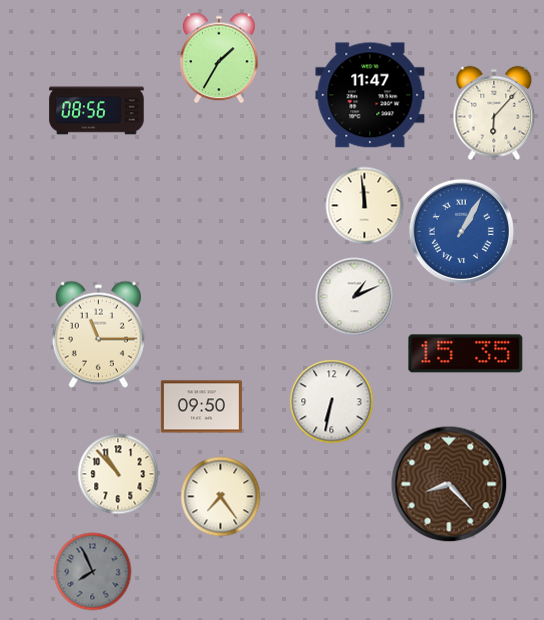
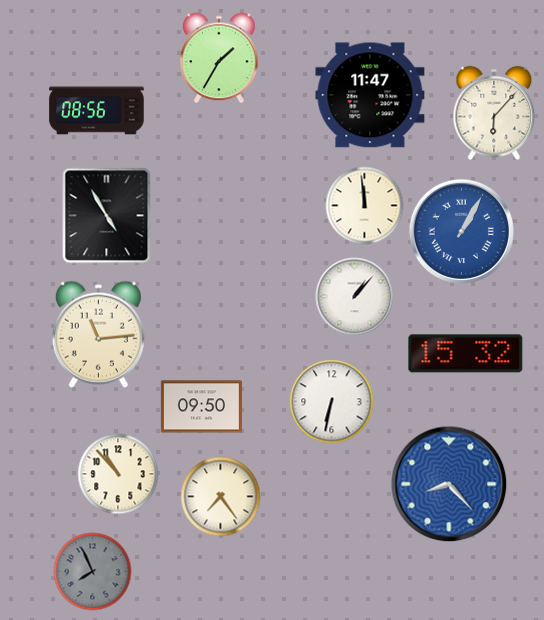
clock at (107, 215): none -> 4:55
clock at (354, 296): 1:11 -> 1:07
clock at (98, 334): 11:15 -> 11:14
clock at (466, 354): 15:35 -> 15:32
clock at (449, 484) dial: brown -> blue
